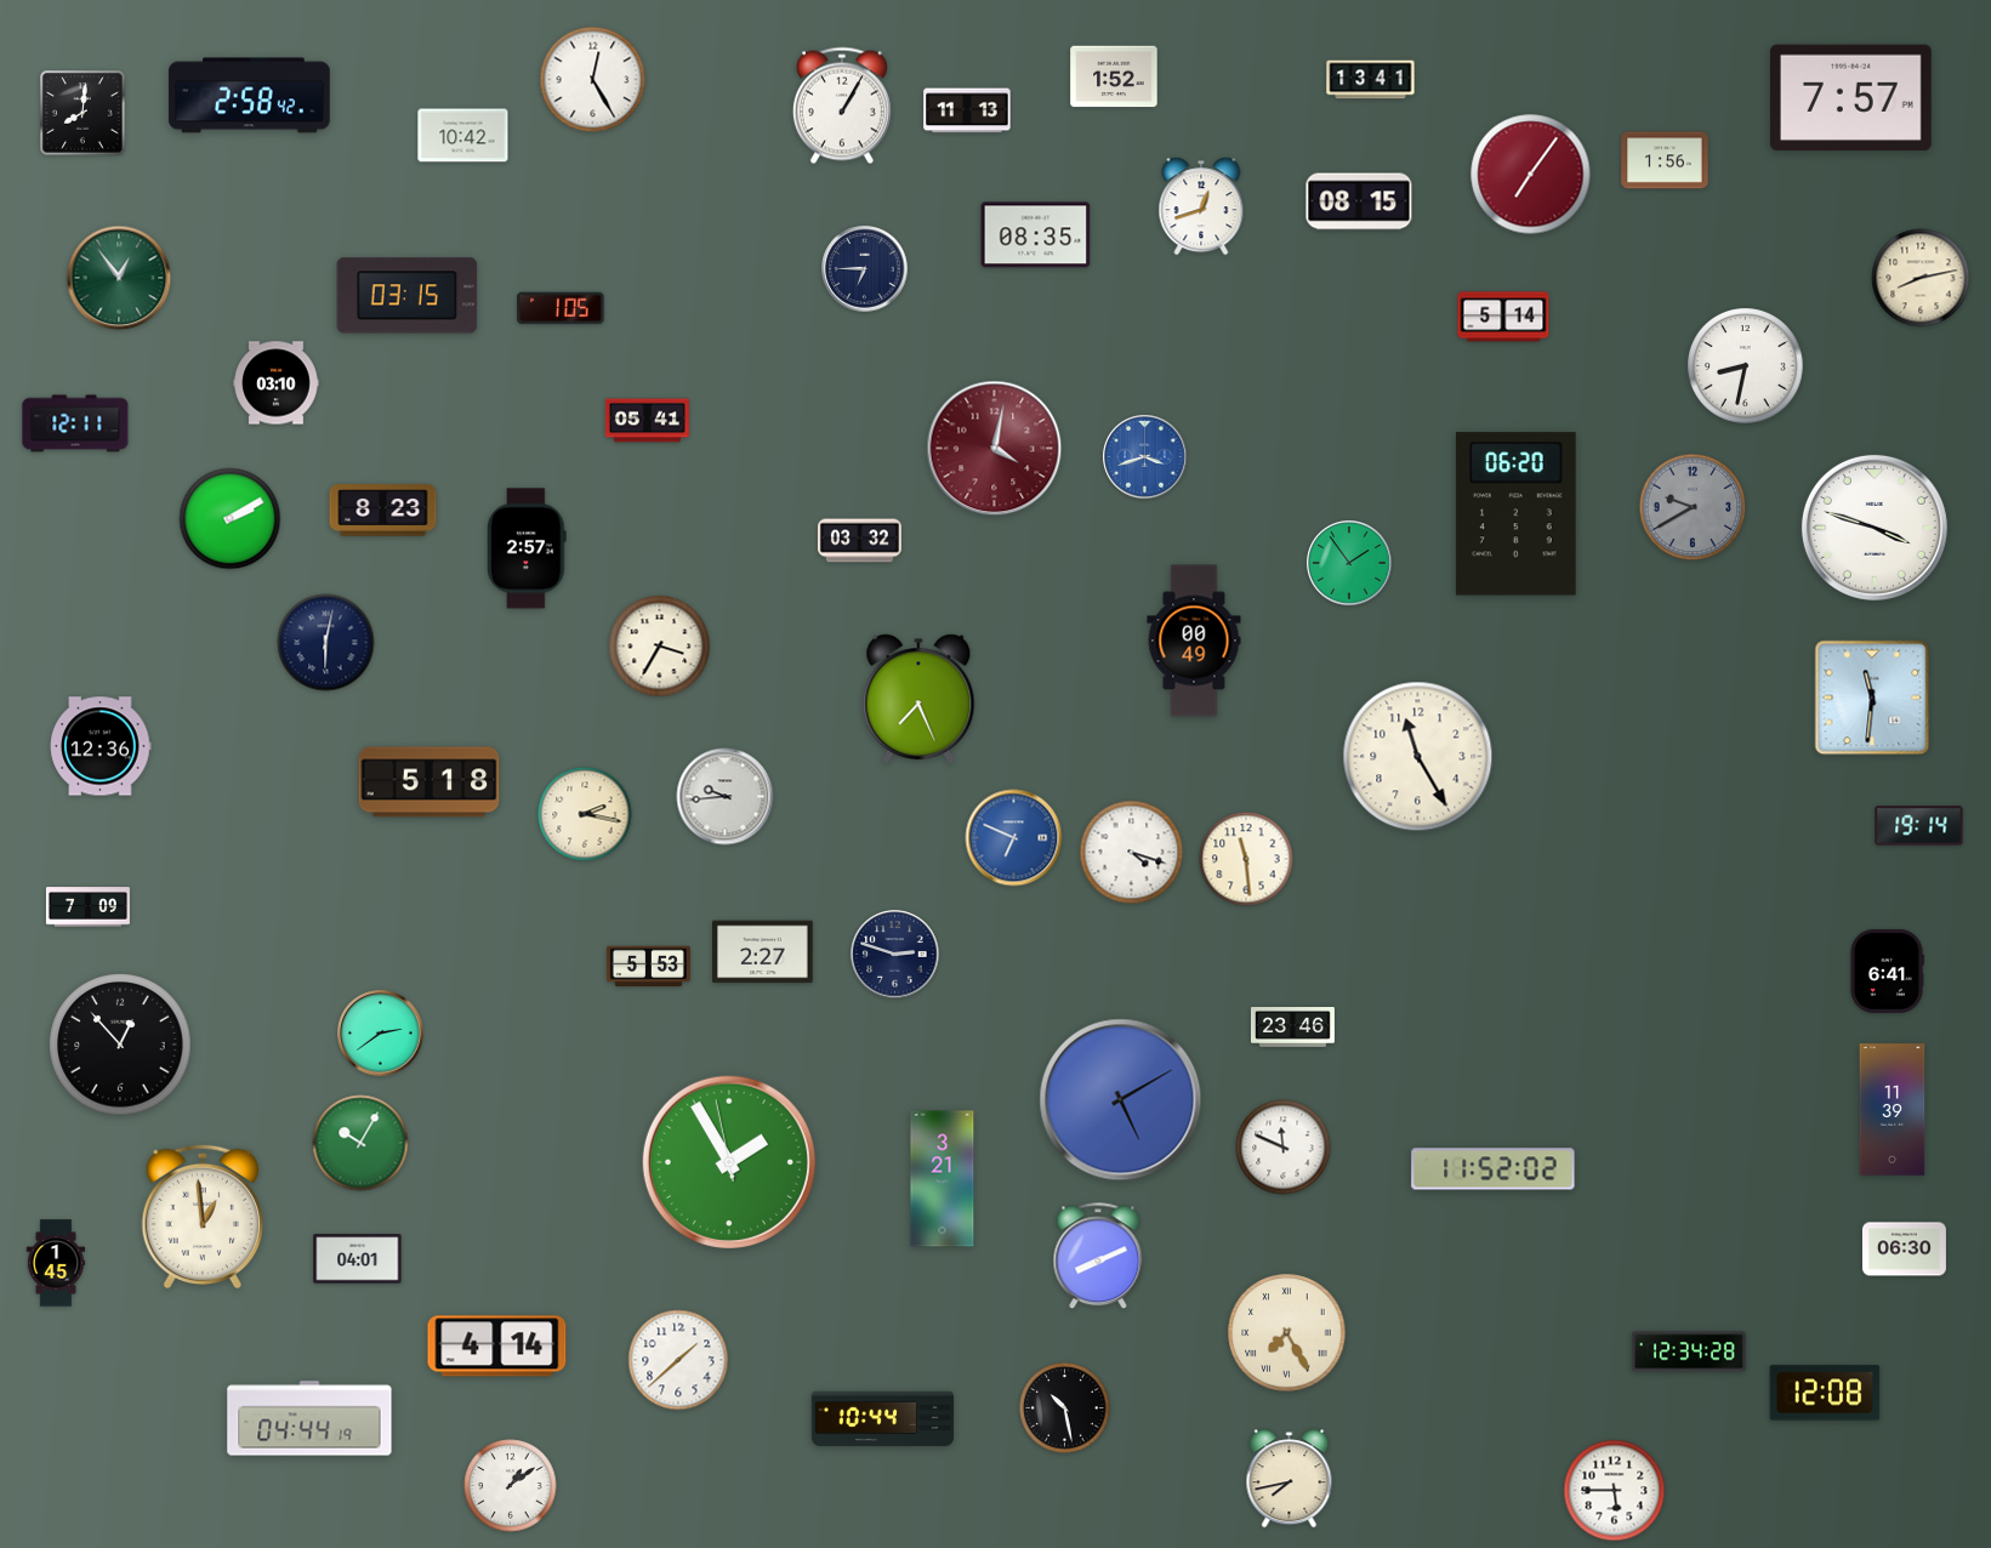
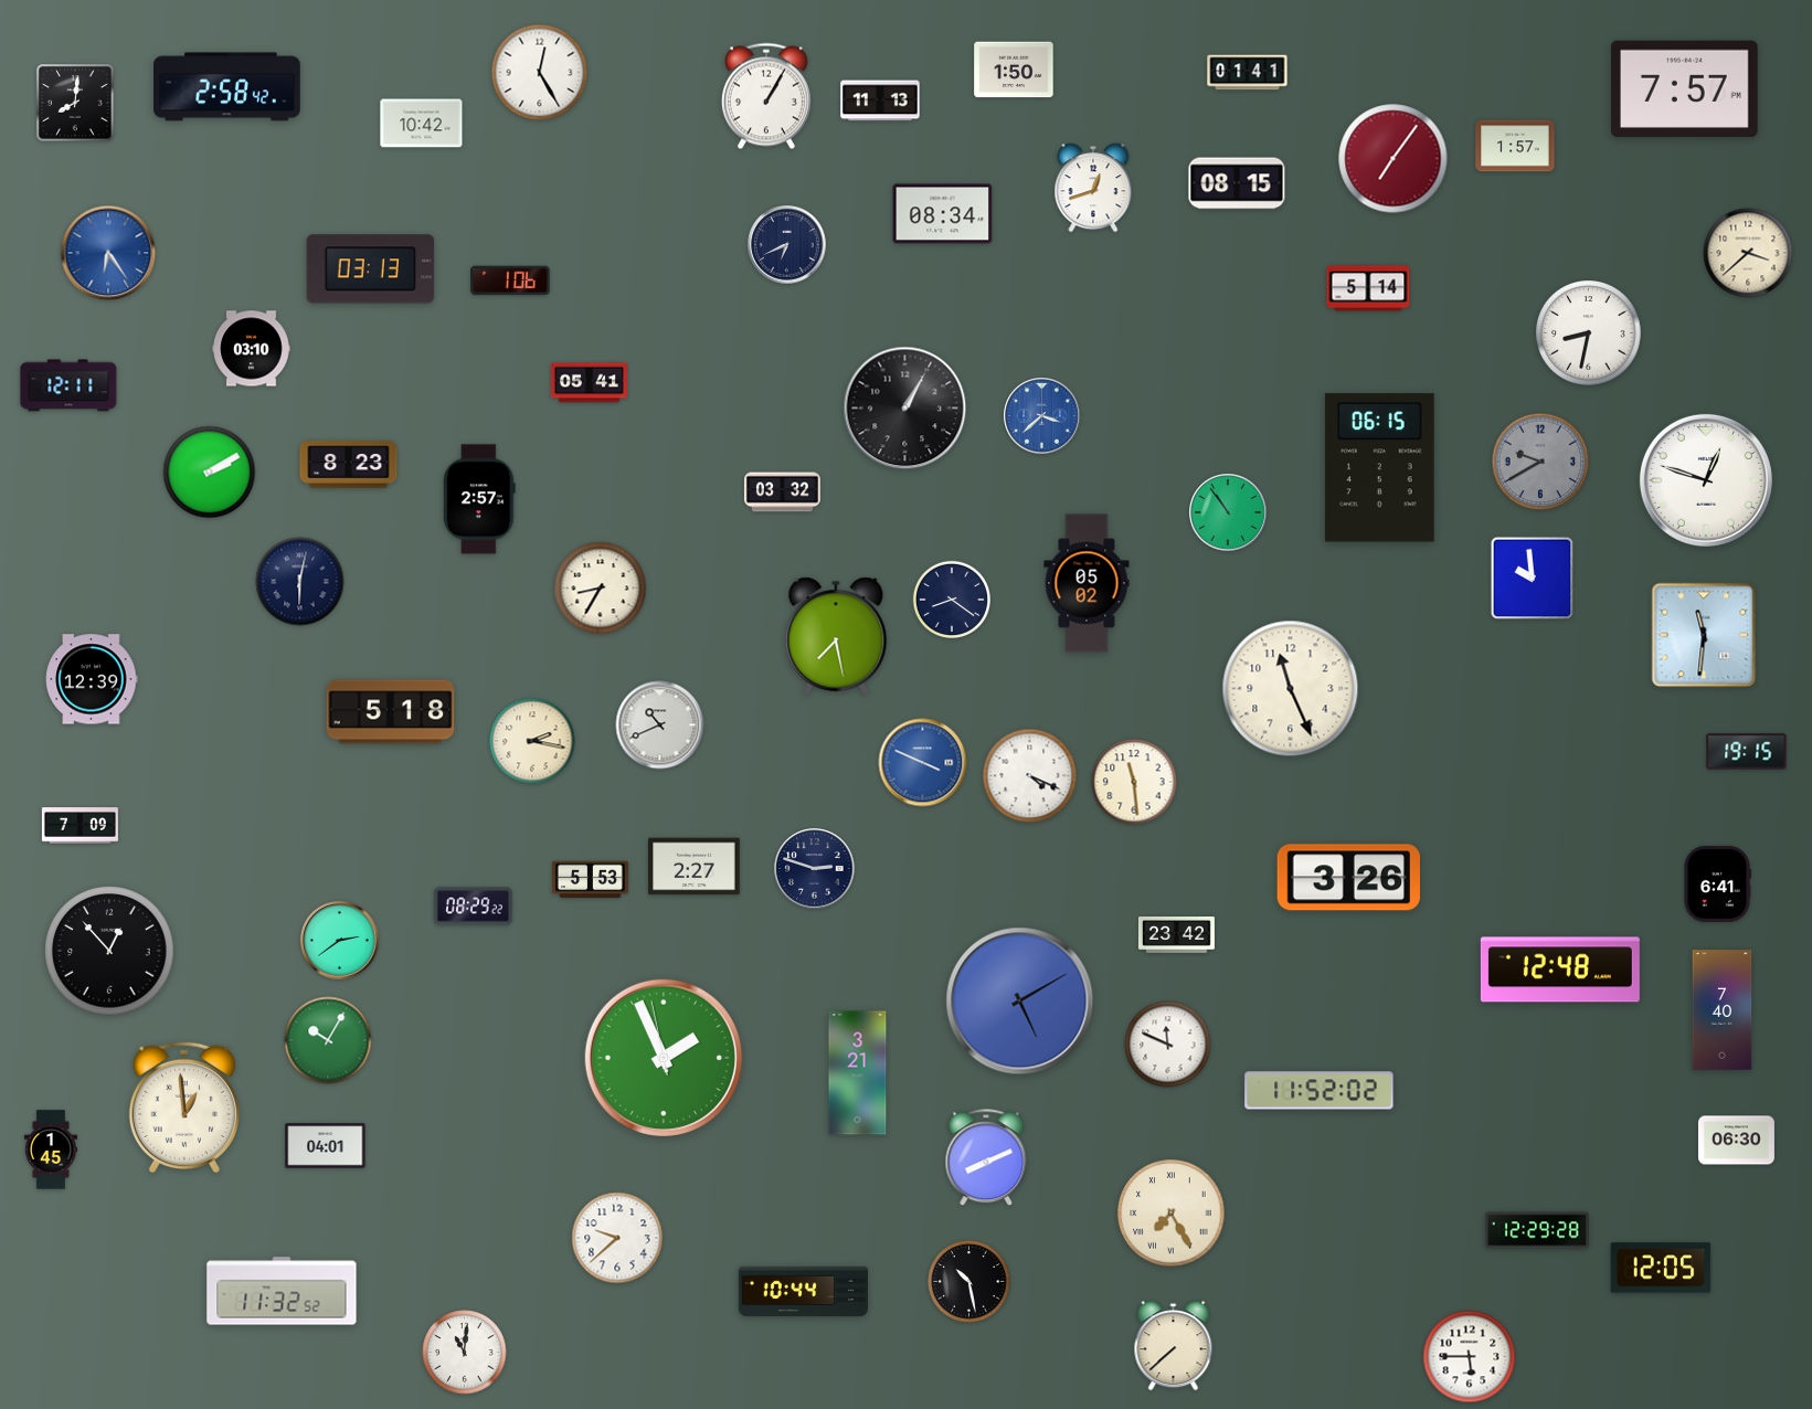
clock at (1114, 76): 1:52 -> 1:50
clock at (1371, 80): 13:41 -> 01:41
clock at (1665, 160): 1:56 -> 1:57
clock at (1036, 235): 08:35 -> 08:34
clock at (865, 269): 6:45 -> 6:41
clock at (119, 278): 12:54 -> 6:24
clock at (119, 278) dial: green -> blue
clock at (1921, 278): 8:13 -> 3:38
clock at (408, 296): 03:15 -> 03:13
clock at (561, 308): 1:05 -> 1:06
clock at (995, 449): 4:02 -> 1:05
clock at (995, 449) dial: burgundy -> black
clock at (1145, 457): 3:42 -> 3:38
clock at (1515, 514): 06:20 -> 06:15
clock at (1875, 528): 3:48 -> 12:48
clock at (1349, 563): 1:54 -> 10:54
clock at (1533, 579): none -> 9:59
clock at (1194, 641): 00:49 -> 05:02
clock at (326, 643) position: (326, 643) -> (300, 582)
clock at (660, 647): 3:35 -> 8:35
clock at (951, 598): none -> 8:21
clock at (918, 699): 7:26 -> 7:28
clock at (101, 746): 12:36 -> 12:39
clock at (1418, 757): 11:25 -> 11:26
clock at (726, 797): 9:44 -> 10:41
clock at (1919, 826): 19:14 -> 19:15
clock at (1014, 838): 6:49 -> 3:49
clock at (1132, 853): 4:18 -> 4:19
clock at (1348, 878): none -> 3:26
clock at (474, 907): none -> 08:29
clock at (1292, 1028): 23:46 -> 23:42
clock at (381, 1034) position: (381, 1034) -> (340, 941)
clock at (1560, 970): none -> 12:48
clock at (1893, 1110): 11:39 -> 7:40
clock at (729, 1162): 1:54 -> 1:55
clock at (1494, 1169) position: (1494, 1169) -> (1320, 1091)
clock at (1904, 1250) position: (1904, 1250) -> (1736, 1141)
clock at (1098, 1257) position: (1098, 1257) -> (986, 1158)
clock at (497, 1347): 4:14 -> none
clock at (1689, 1351): 12:34 -> 12:29
clock at (678, 1360): 1:38 -> 9:38
clock at (1825, 1393): 12:08 -> 12:05
clock at (309, 1418): 04:44 -> 11:32
clock at (1290, 1479): 7:43 -> 7:38
clock at (511, 1486): 1:09 -> 11:01
